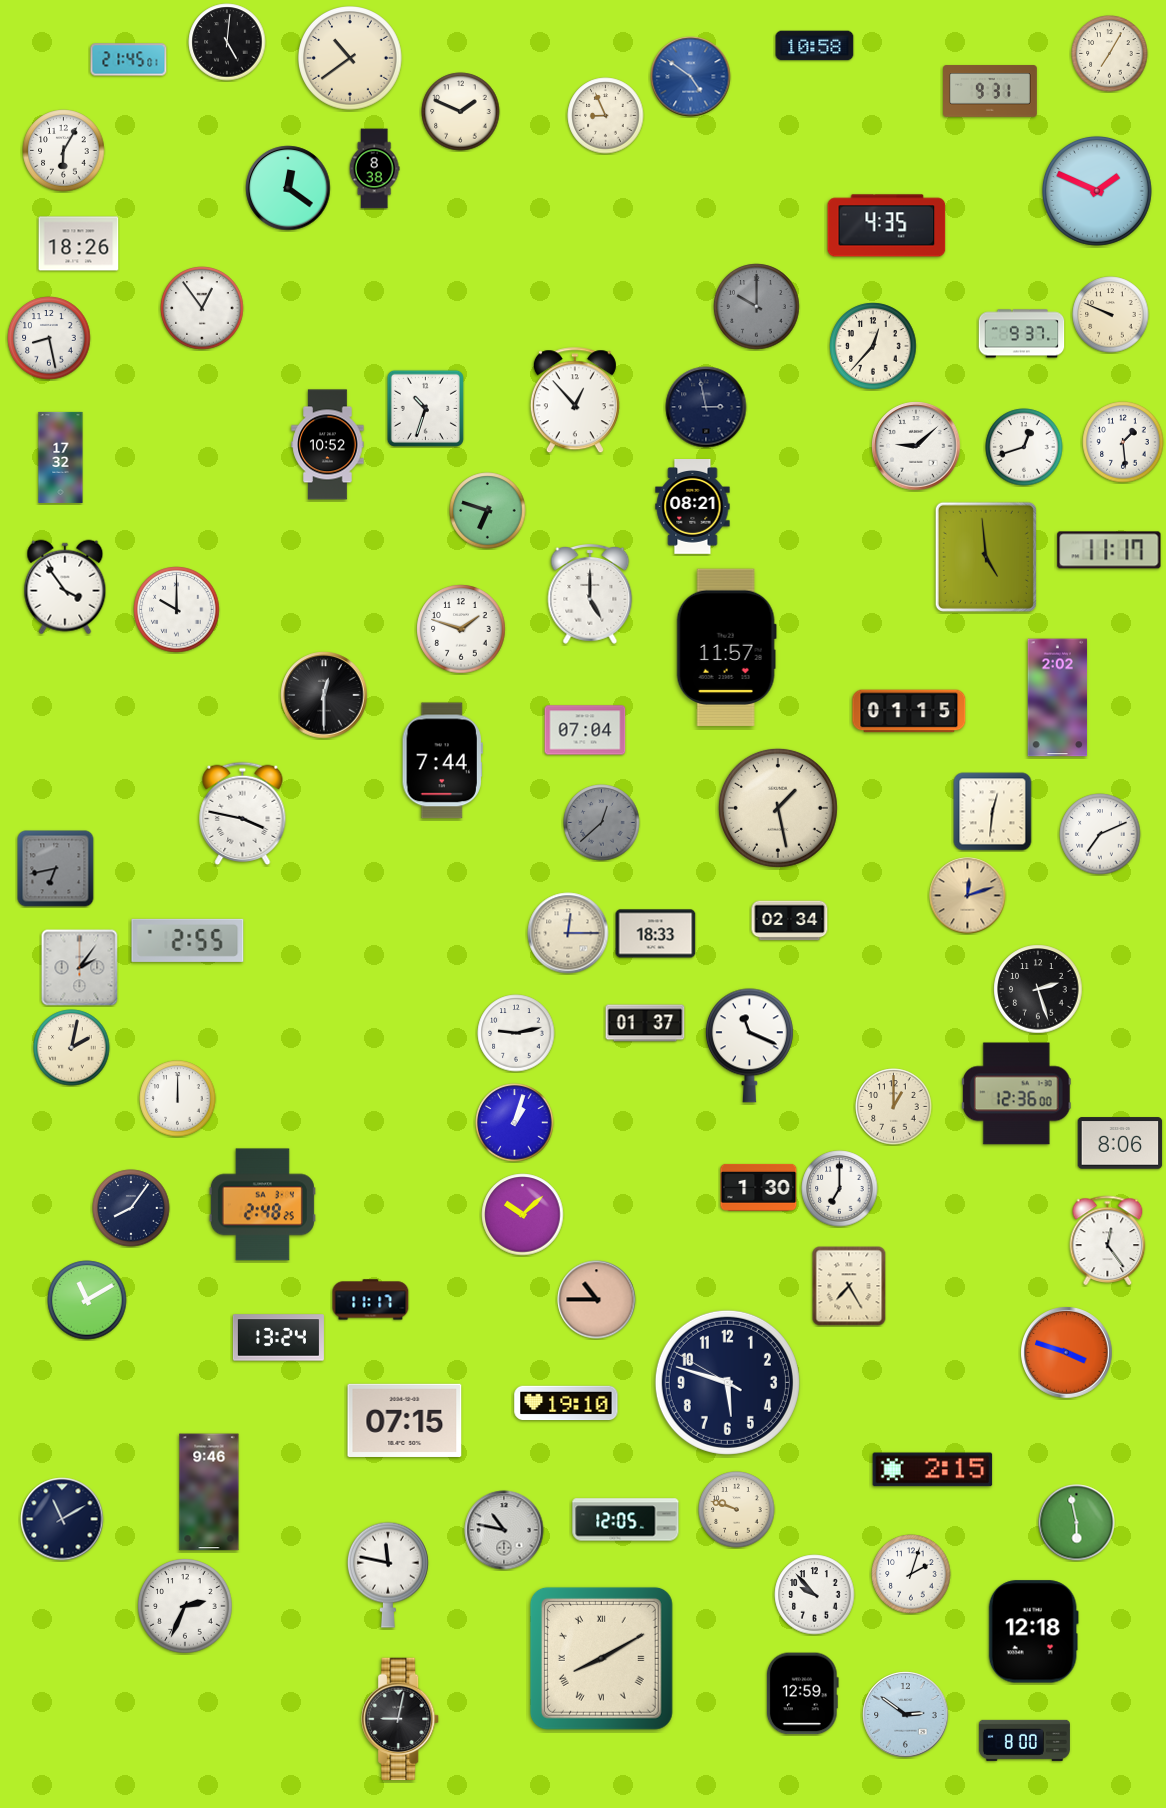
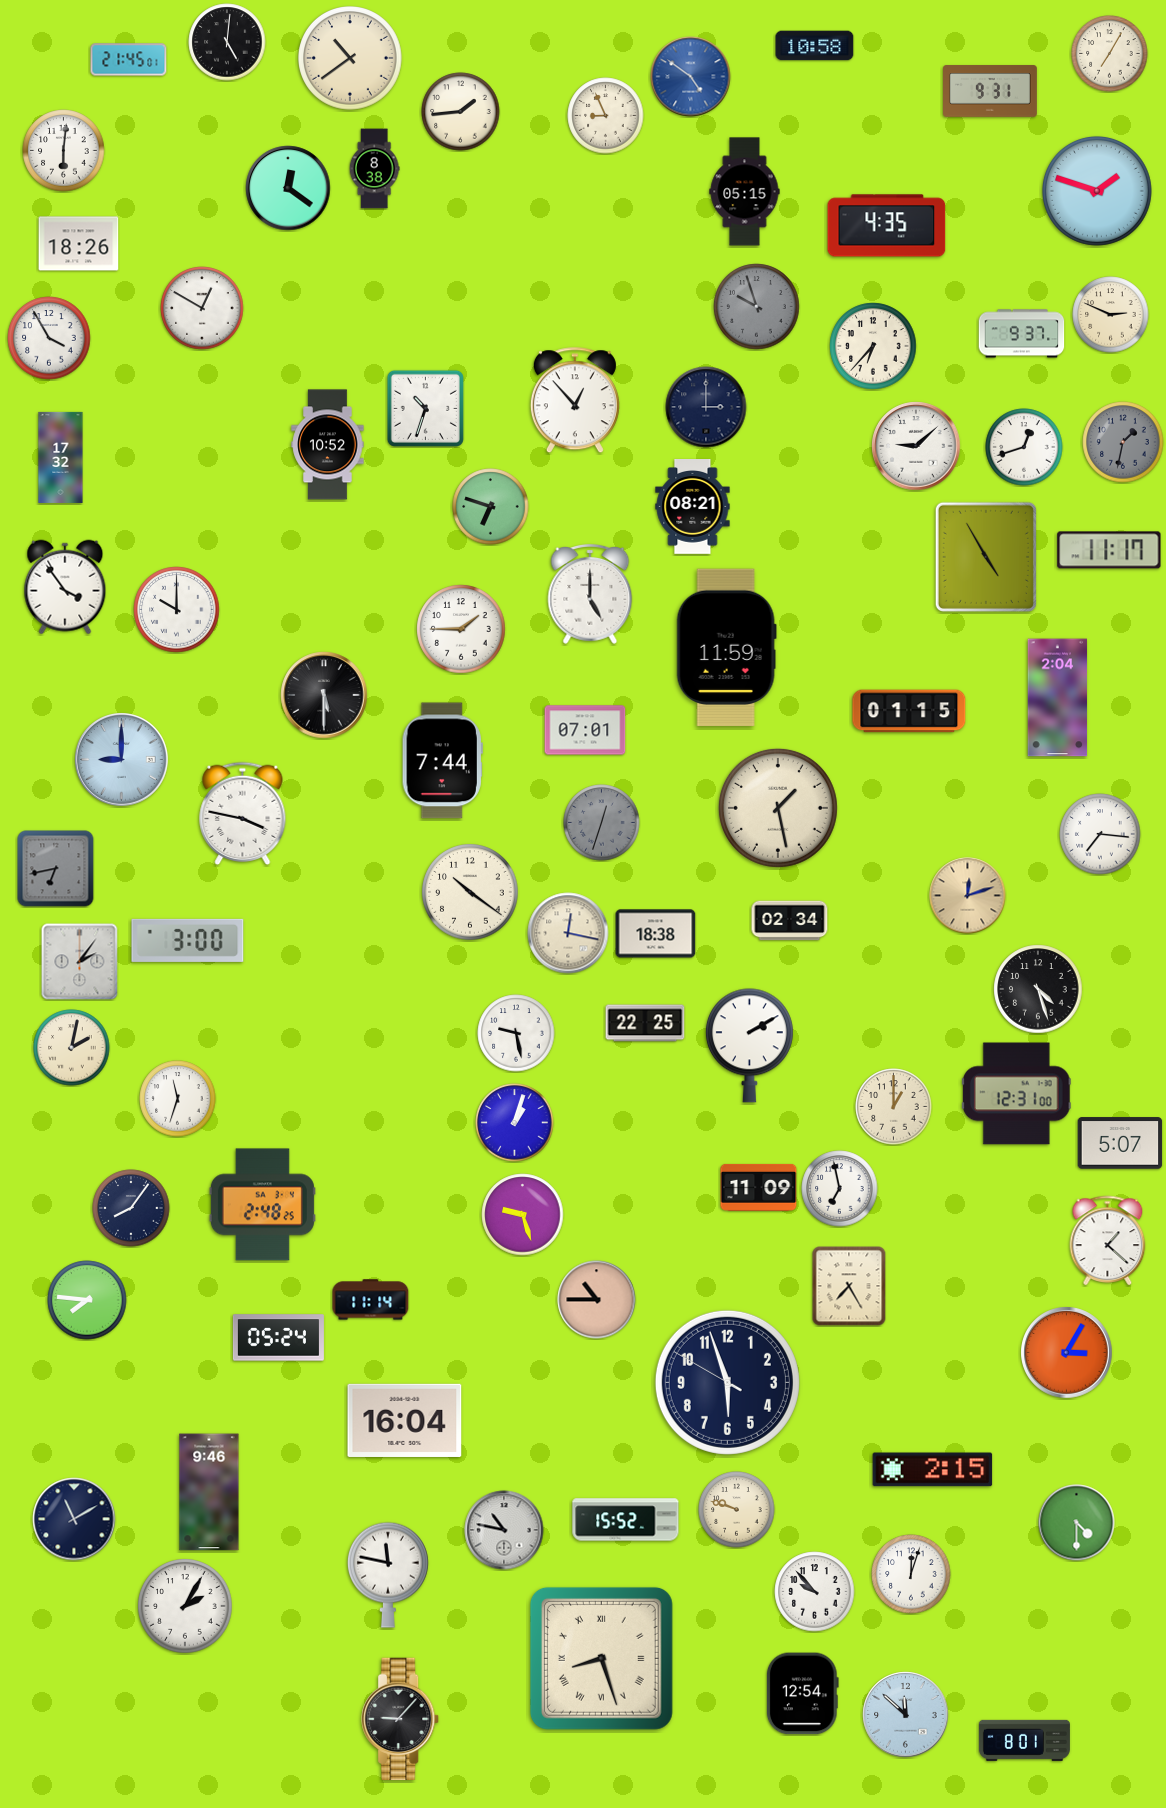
clock at (461, 112): 1:49 -> 1:44
clock at (64, 151): 6:05 -> 6:01
clock at (1097, 191): 1:49 -> 1:48
clock at (745, 192): none -> 05:15
clock at (757, 307): 10:00 -> 9:57
clock at (202, 308): 12:54 -> 12:50
clock at (1111, 315): 9:49 -> 2:49
clock at (49, 338): 8:28 -> 3:55
clock at (873, 346): 12:37 -> 6:37
clock at (706, 407): 2:58 -> 3:00
clock at (1123, 442): 1:29 -> 1:32
clock at (1123, 442) dial: white -> grey
clock at (488, 511) position: (488, 511) -> (491, 507)
clock at (986, 557): 4:59 -> 4:55
clock at (461, 629): 1:48 -> 1:45
clock at (726, 648): 11:57 -> 11:59
clock at (324, 695): 12:30 -> 5:30
clock at (1058, 698): 2:02 -> 2:04
clock at (585, 730): 07:04 -> 07:01
clock at (122, 760): none -> 9:00
clock at (993, 812): 12:31 -> none
clock at (602, 823): 12:38 -> 12:33
clock at (1100, 834): 7:11 -> 7:16
clock at (470, 892): none -> 10:21
clock at (568, 933): 12:15 -> 12:17
clock at (656, 934): 18:33 -> 18:38
clock at (188, 940): 2:55 -> 3:00
clock at (80, 968) position: (80, 968) -> (80, 962)
clock at (1038, 989): 2:27 -> 4:27
clock at (645, 1023): 01:37 -> 22:25
clock at (516, 1033): 9:13 -> 9:28
clock at (749, 1046): 11:19 -> 2:10
clock at (1016, 1094): 12:36 -> 12:31
clock at (178, 1099): 12:00 -> 11:33
clock at (1120, 1143): 8:06 -> 5:07
clock at (759, 1187): 1:30 -> 11:09
clock at (840, 1189): 7:00 -> 6:58
clock at (523, 1215): 10:08 -> 9:27
clock at (1108, 1240): 12:24 -> 1:22
clock at (87, 1300): 11:10 -> 7:46
clock at (371, 1300): 11:17 -> 11:14
clock at (278, 1338): 13:24 -> 05:24
clock at (1067, 1353): 3:48 -> 3:05
clock at (727, 1382): 5:47 -> 5:56
clock at (566, 1403): 19:10 -> none
clock at (405, 1420): 07:15 -> 16:04
clock at (62, 1519) position: (62, 1519) -> (74, 1519)
clock at (626, 1520): 12:05 -> 15:52
clock at (1077, 1523): 5:58 -> 4:30
clock at (911, 1574): 2:03 -> 12:03
clock at (815, 1595) position: (815, 1595) -> (815, 1592)
clock at (185, 1606): 2:34 -> 2:05
clock at (1033, 1632): 12:18 -> none
clock at (601, 1658): 8:10 -> 8:27
clock at (802, 1694): 12:59 -> 12:54
clock at (906, 1715): 2:51 -> 11:52
clock at (401, 1719): 9:02 -> 9:07
clock at (1024, 1740): 8:00 -> 8:01
